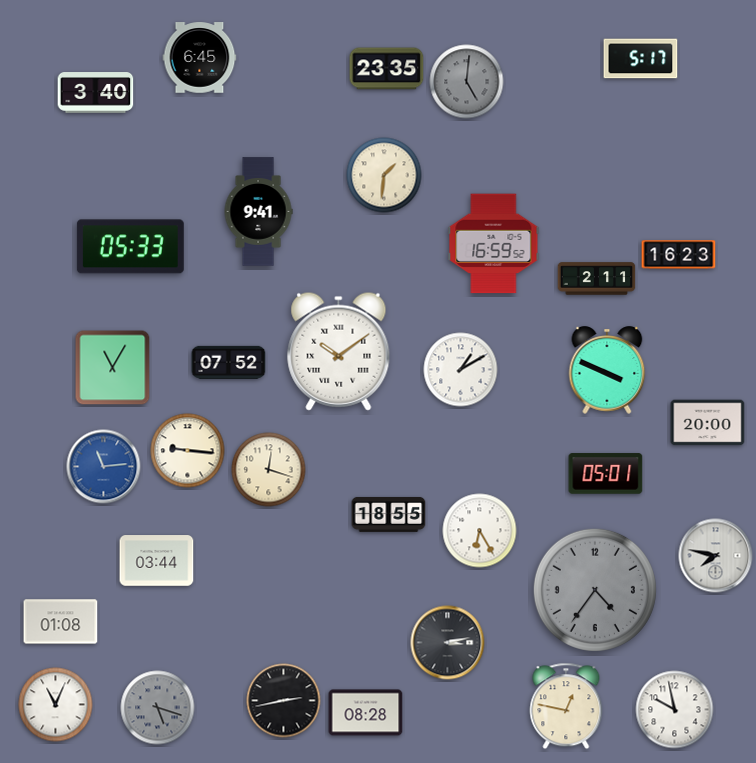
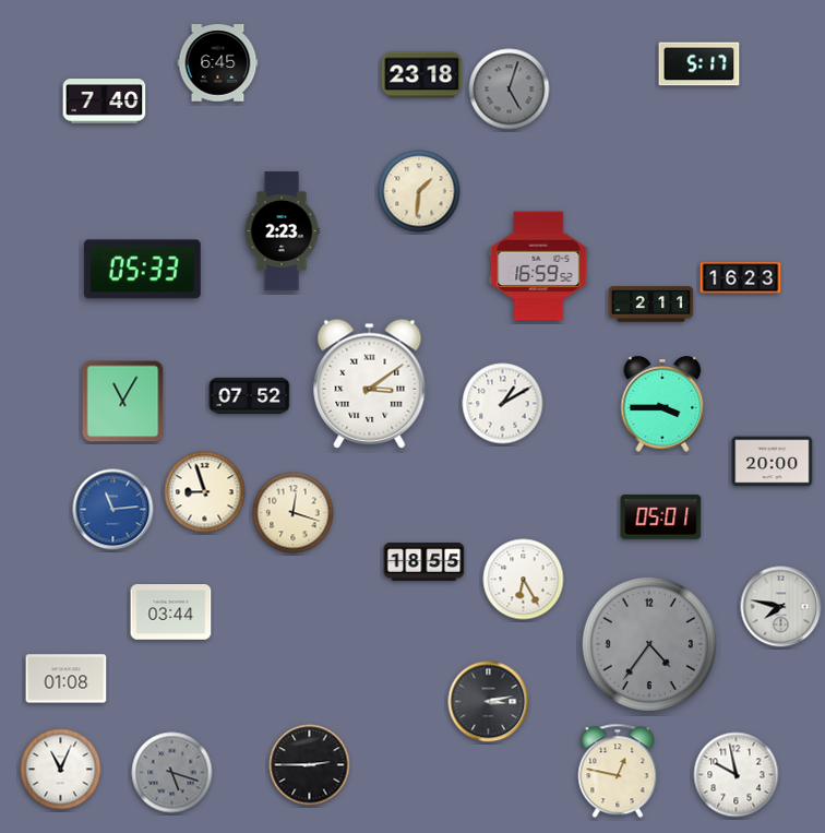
clock at (387, 69): 23:35 -> 23:18
clock at (467, 82): 5:01 -> 5:03
clock at (96, 93): 3:40 -> 7:40
clock at (258, 212): 9:41 -> 2:23
clock at (339, 351): 10:09 -> 3:09
clock at (607, 370): 3:49 -> 3:45
clock at (188, 451): 9:16 -> 8:57
clock at (284, 701): 2:43 -> 2:45
clock at (366, 713): 08:28 -> none
